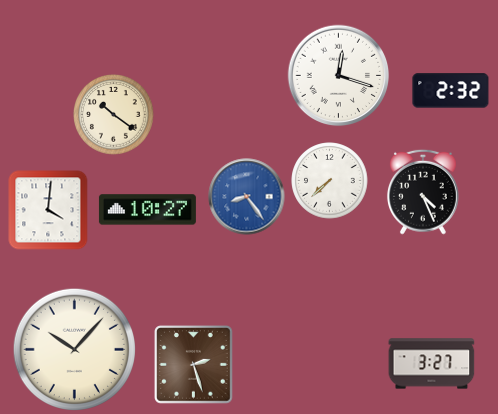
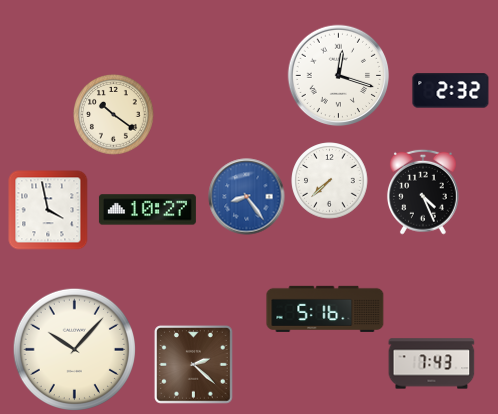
clock at (48, 210): 4:01 -> 3:58
clock at (325, 309): none -> 5:16
clock at (432, 364): 3:27 -> 7:43
clock at (194, 365): 2:27 -> 2:22
